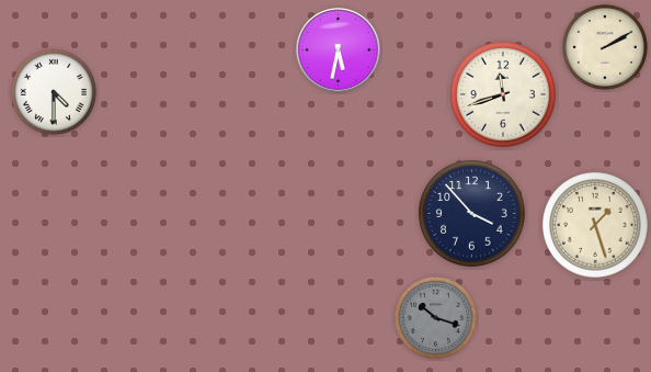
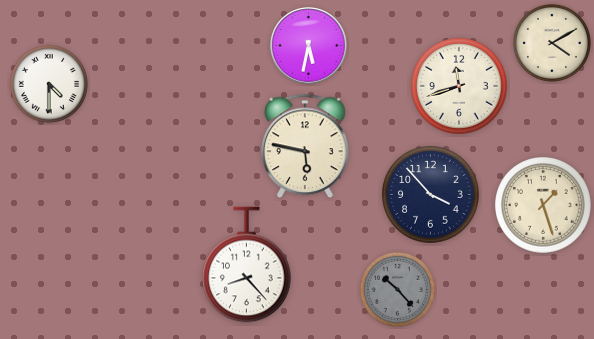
clock at (605, 47): 2:10 -> 4:10
clock at (305, 146): none -> 5:47
clock at (247, 265): none -> 8:23
clock at (435, 317): 10:18 -> 10:23
